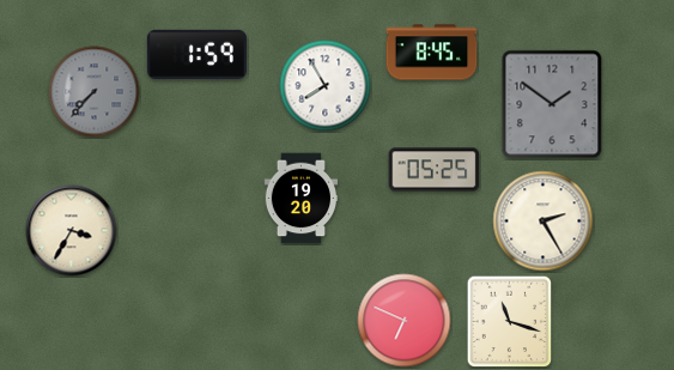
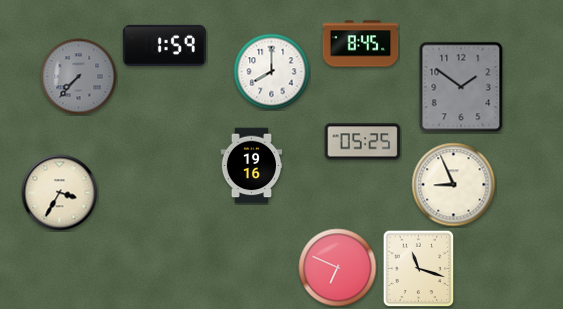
clock at (326, 86): 7:55 -> 8:00
clock at (302, 199): 19:20 -> 19:16
clock at (544, 222): 2:25 -> 8:56
clock at (510, 321) position: (510, 321) -> (419, 268)
